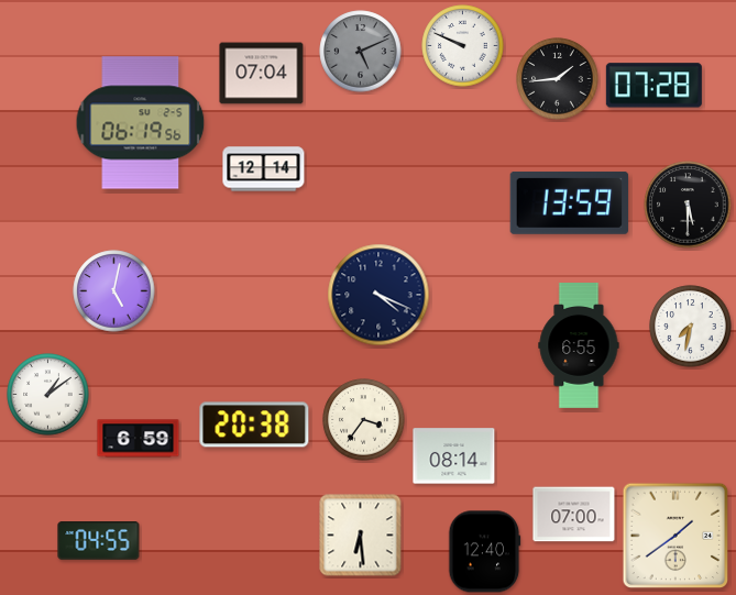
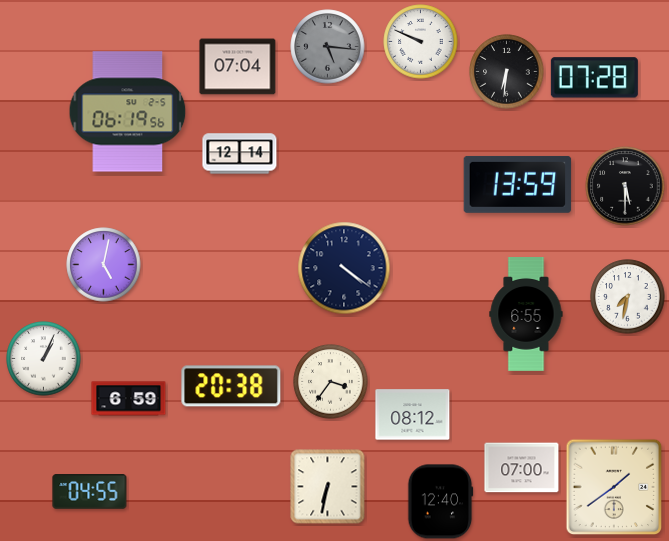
clock at (361, 52): 5:11 -> 5:16
clock at (558, 79): 1:44 -> 6:31
clock at (378, 295): 4:19 -> 4:21
clock at (48, 395): 1:09 -> 1:04
clock at (139, 439) position: (139, 439) -> (129, 399)
clock at (454, 456): 08:14 -> 08:12
clock at (361, 536): 6:29 -> 6:32
